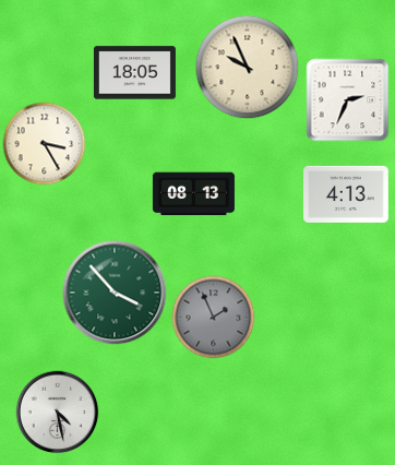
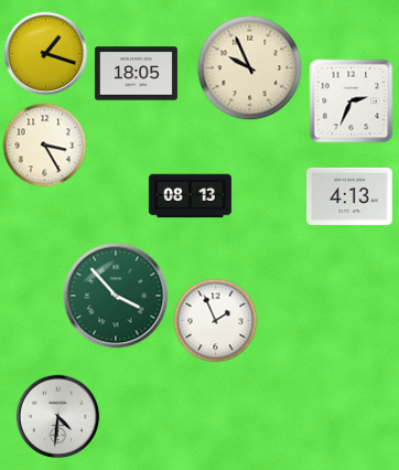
clock at (46, 54): none -> 1:18
clock at (193, 194) position: (193, 194) -> (190, 196)
clock at (214, 318) dial: grey -> white
clock at (58, 413): 4:28 -> 4:31
